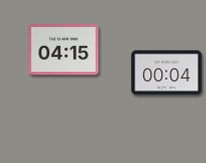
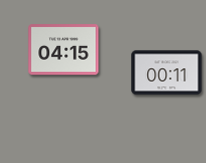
clock at (167, 73): 00:04 -> 00:11
